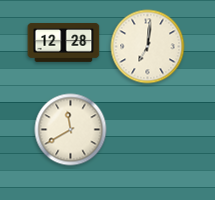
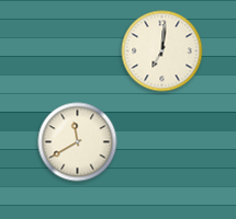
clock at (64, 43): 12:28 -> none
